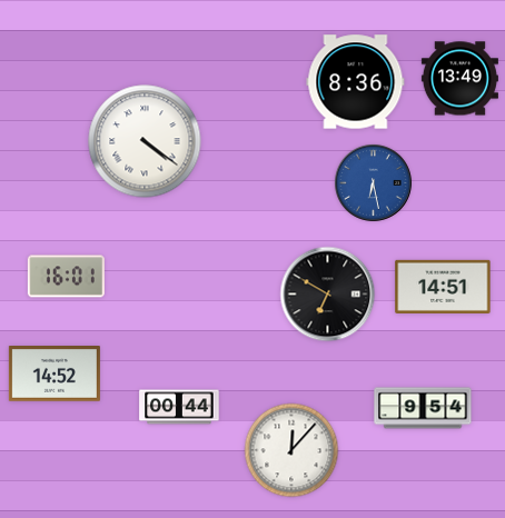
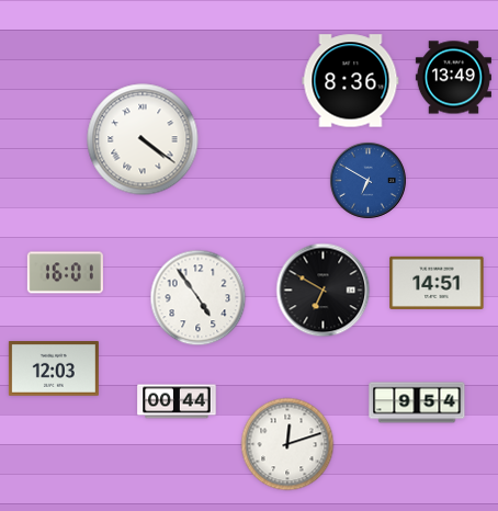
clock at (373, 182): 6:28 -> 6:50
clock at (199, 298): none -> 4:54
clock at (55, 375): 14:52 -> 12:03
clock at (291, 450): 12:07 -> 12:12
